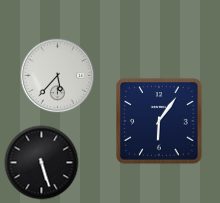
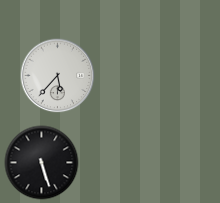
clock at (159, 121): 6:06 -> none
